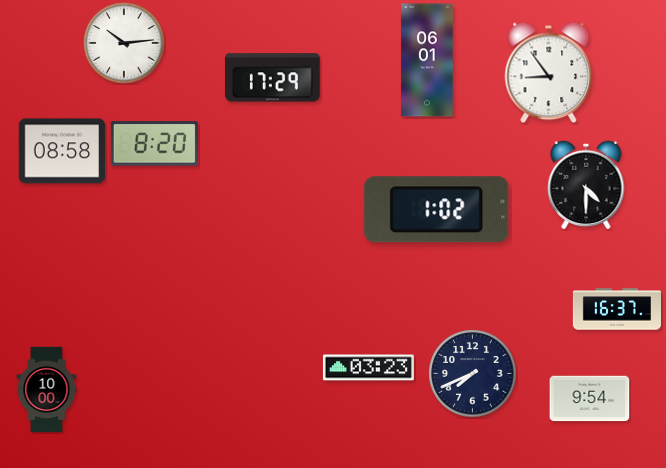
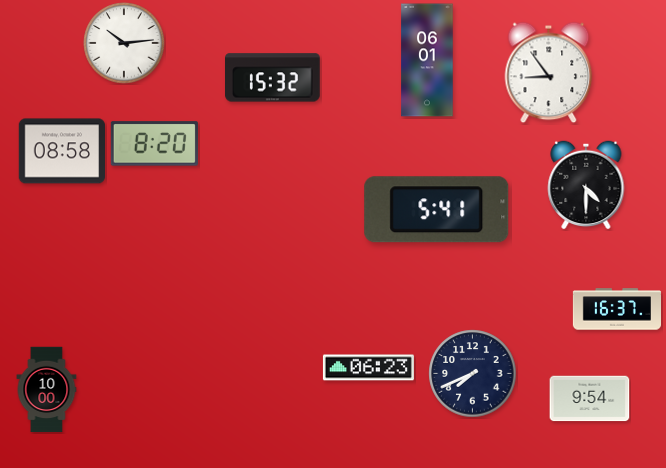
clock at (273, 78): 17:29 -> 15:32
clock at (437, 210): 1:02 -> 5:41
clock at (368, 368): 03:23 -> 06:23
